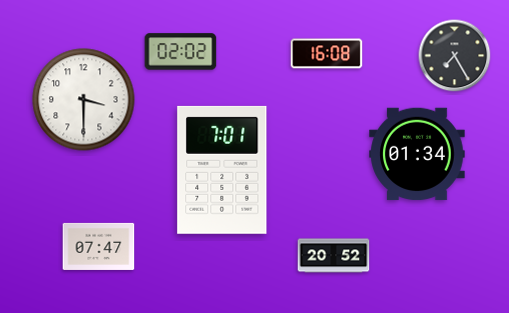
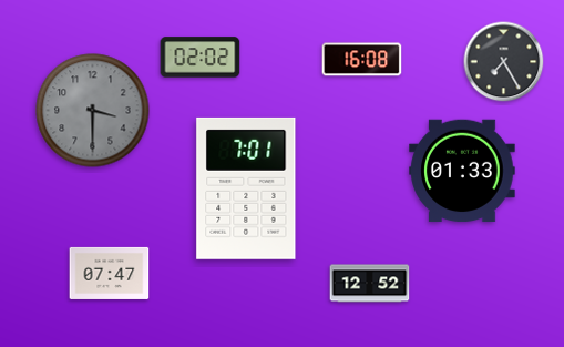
clock at (84, 100) dial: white -> grey
clock at (417, 154): 01:34 -> 01:33
clock at (334, 256): 20:52 -> 12:52
